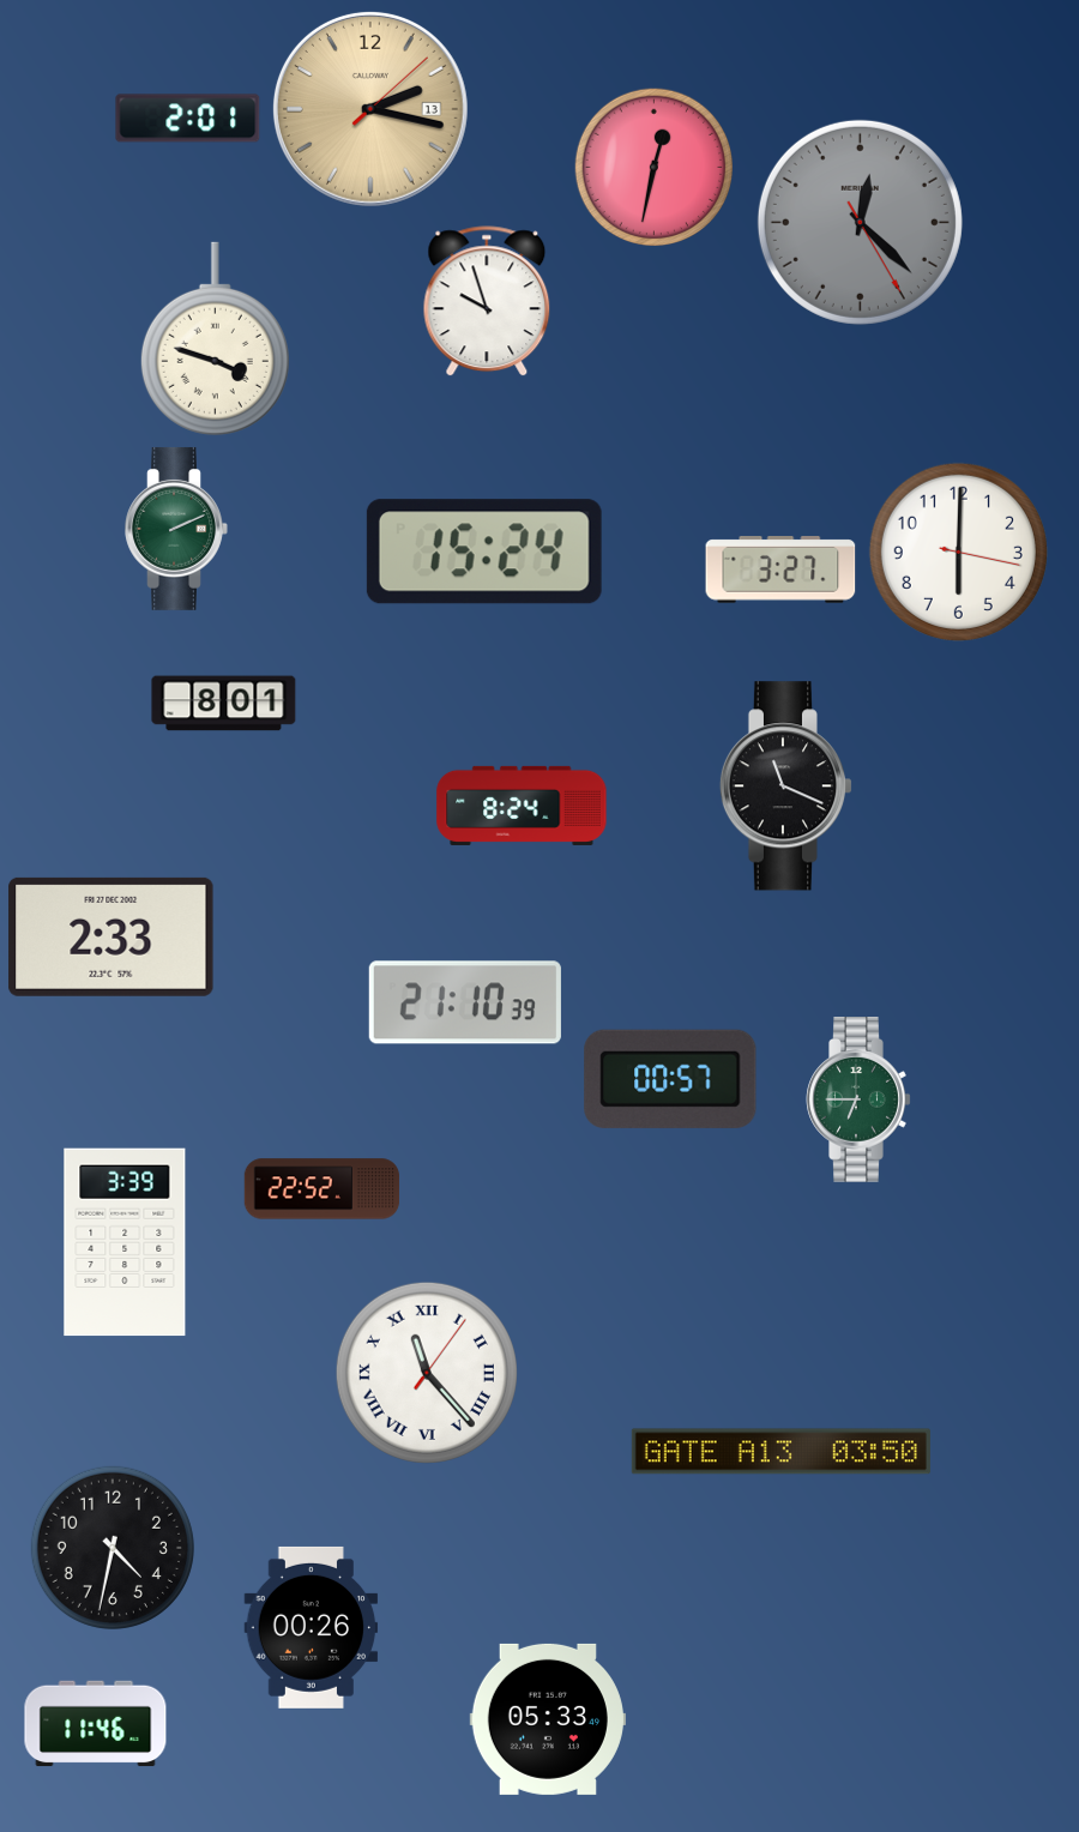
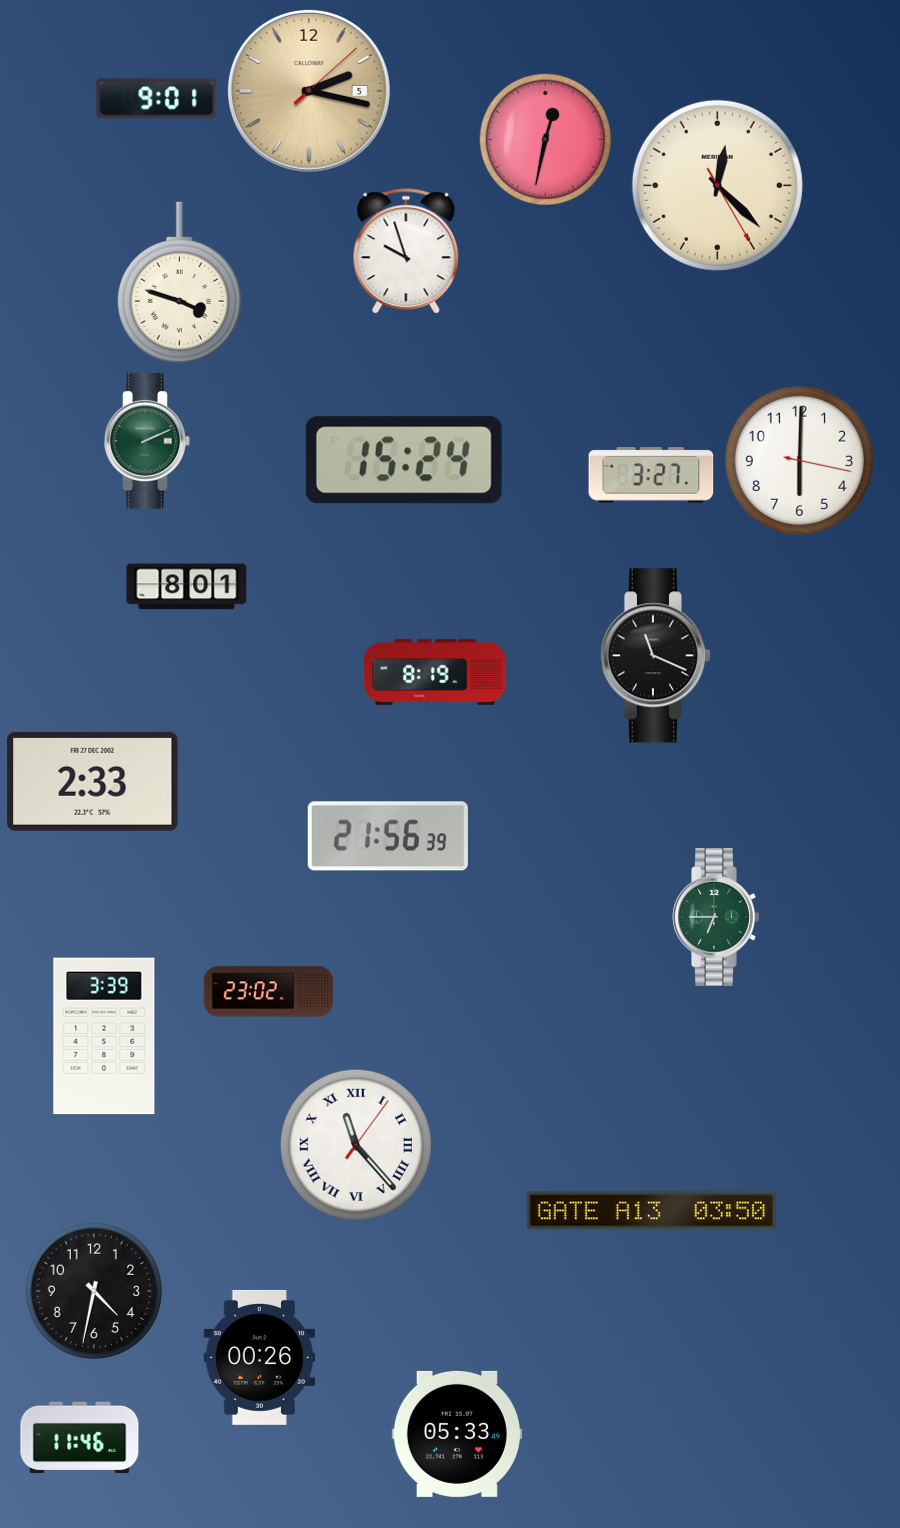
clock at (370, 109) date: 13 -> 5
clock at (188, 119): 2:01 -> 9:01
clock at (860, 222) dial: grey -> cream
clock at (522, 806): 8:24 -> 8:19
clock at (465, 1002): 21:10 -> 21:56
clock at (670, 1079): 00:57 -> none
clock at (323, 1189): 22:52 -> 23:02
